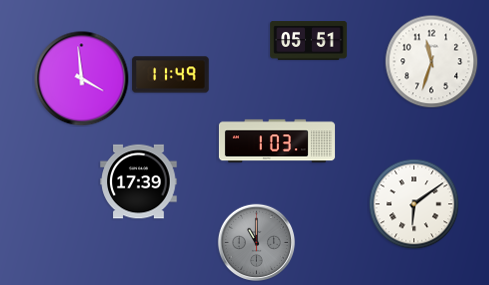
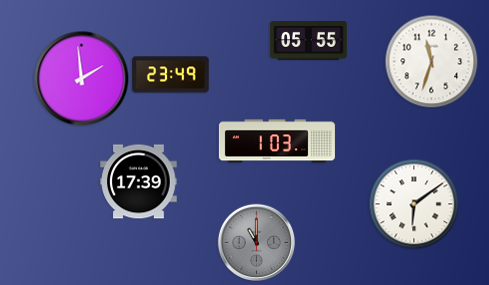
clock at (309, 41): 05:51 -> 05:55
clock at (171, 75): 11:49 -> 23:49
clock at (81, 78): 3:59 -> 1:59
